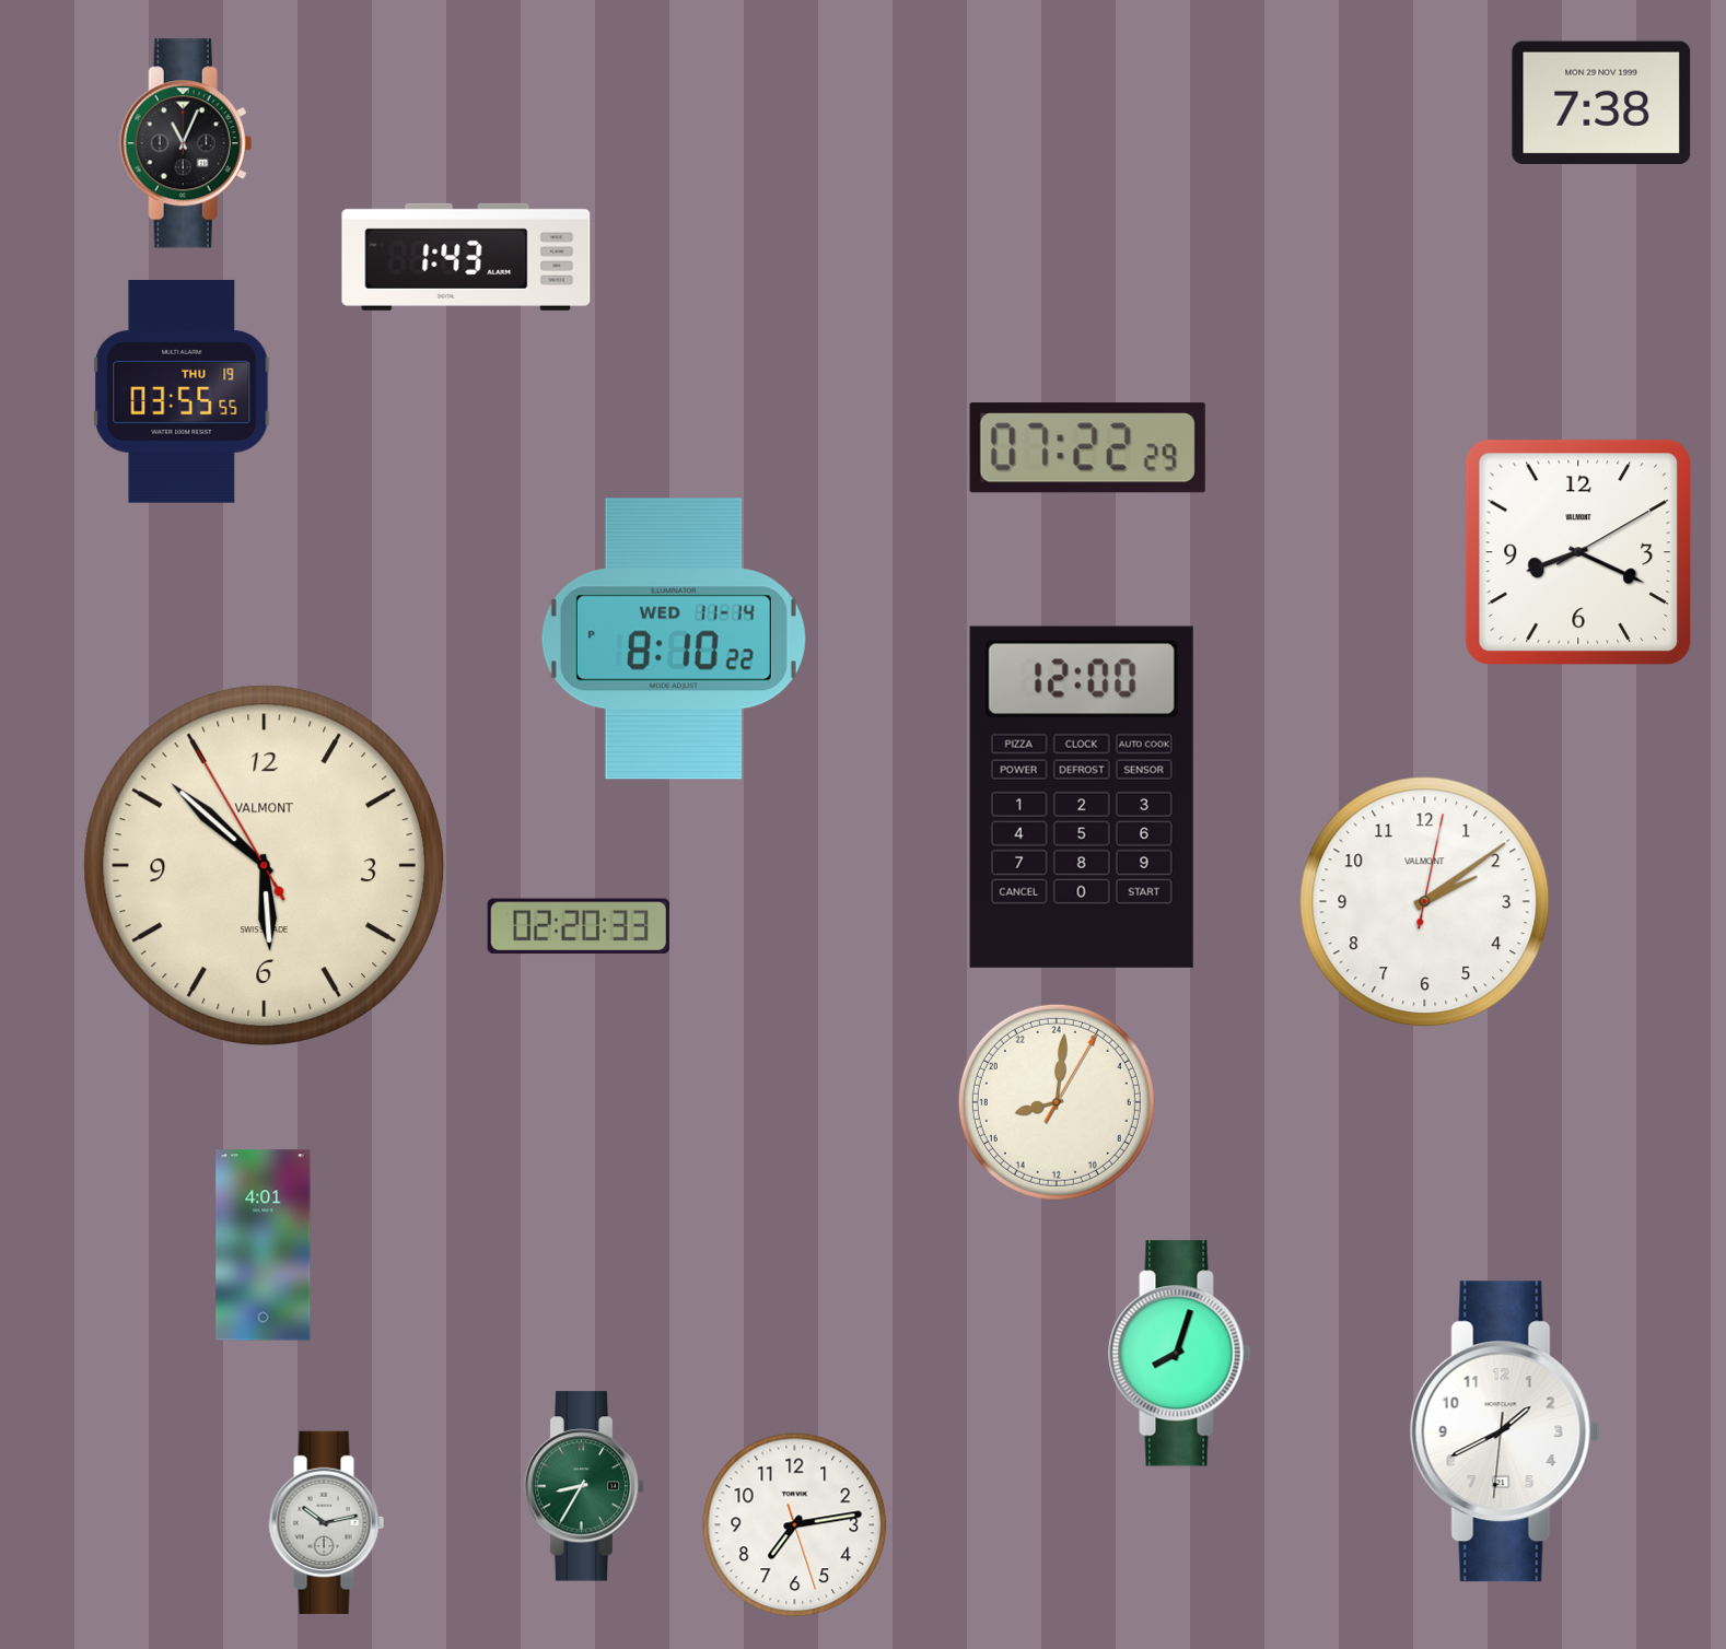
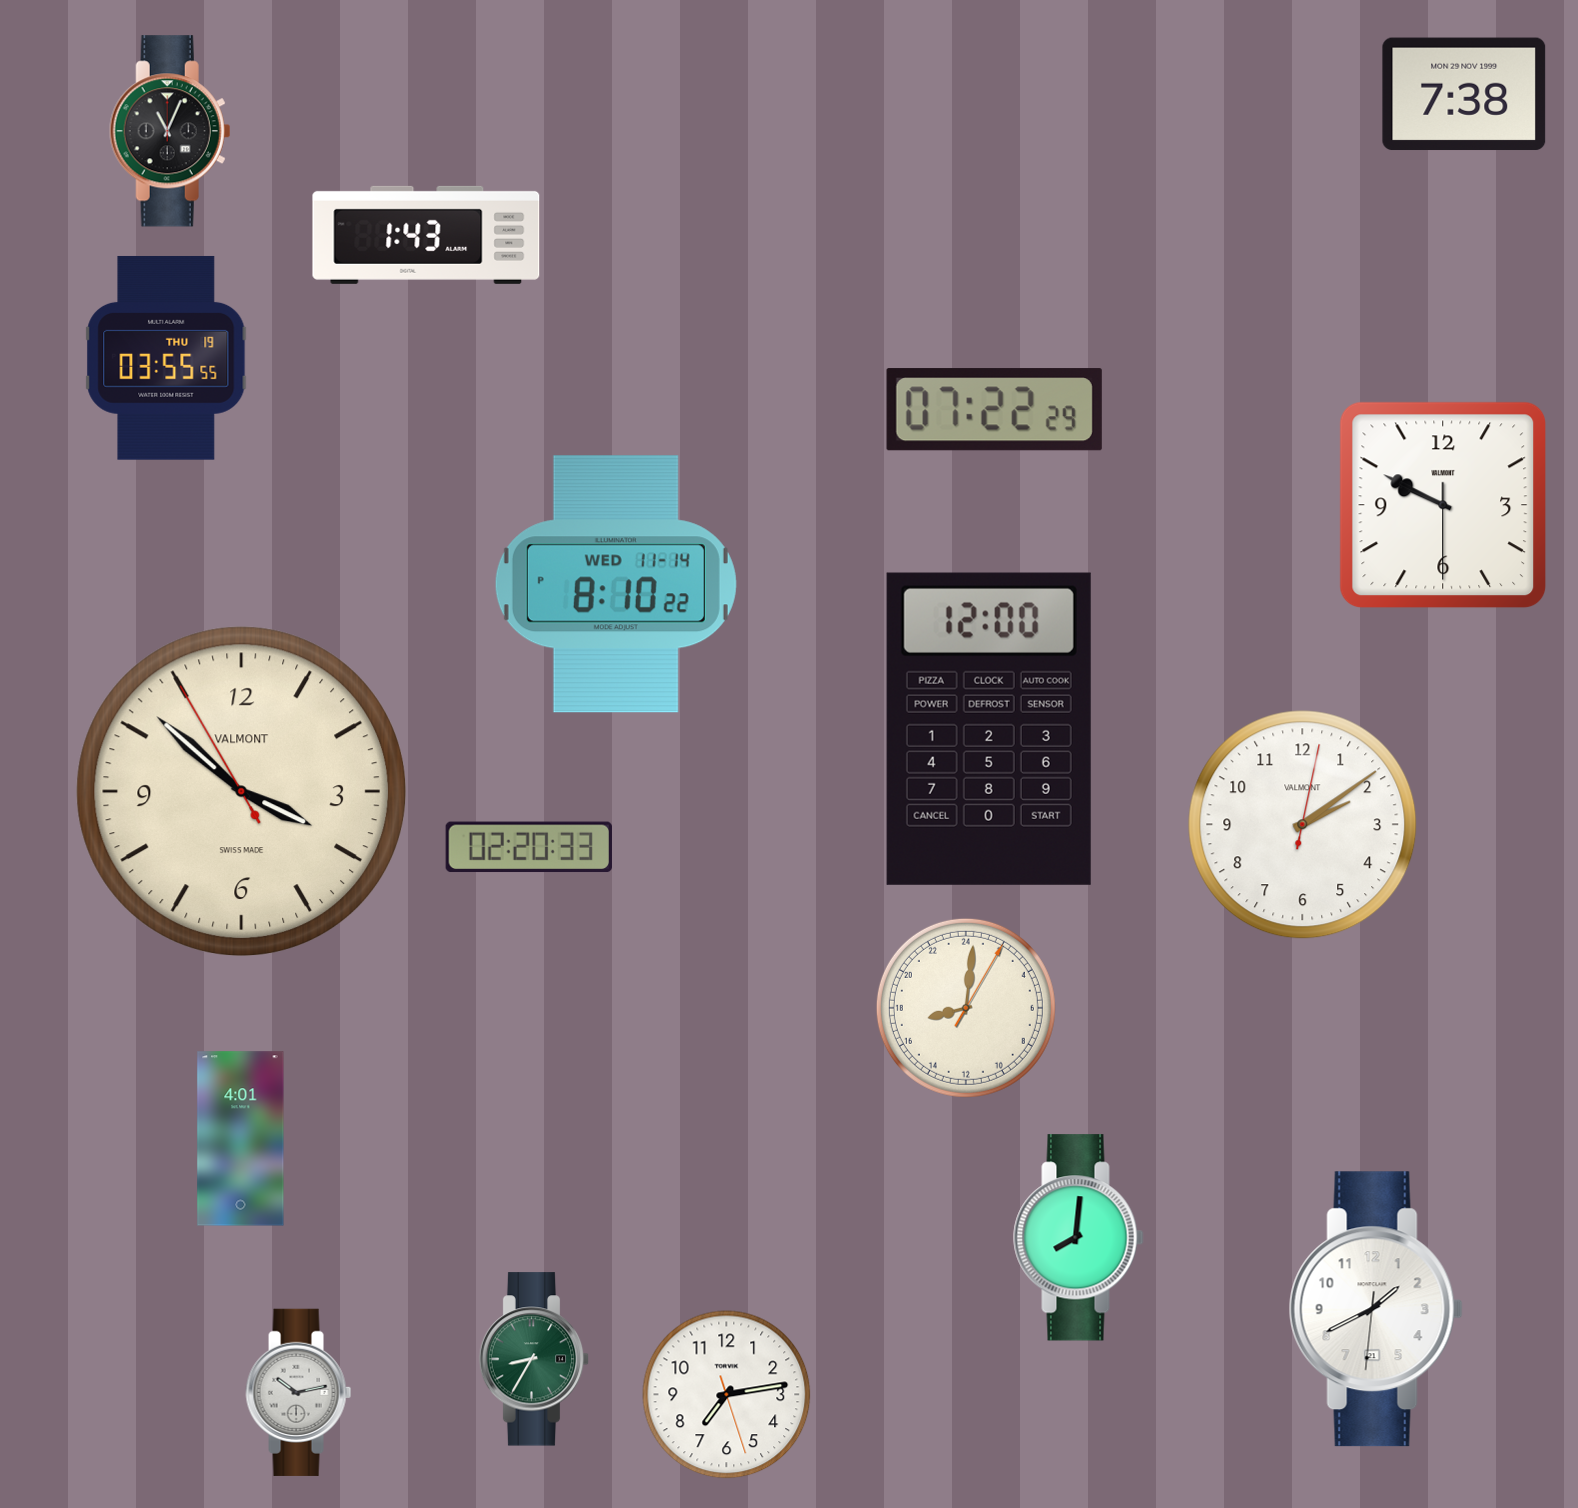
clock at (1578, 552): 8:19 -> 9:49
clock at (264, 865): 5:51 -> 3:51
clock at (1180, 1354): 8:03 -> 8:01
